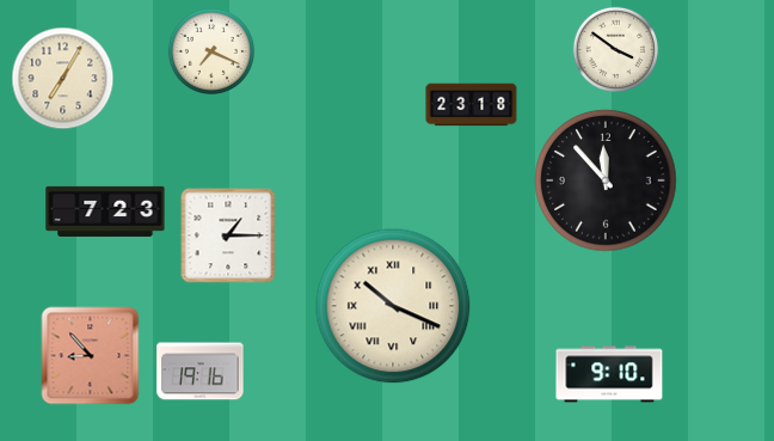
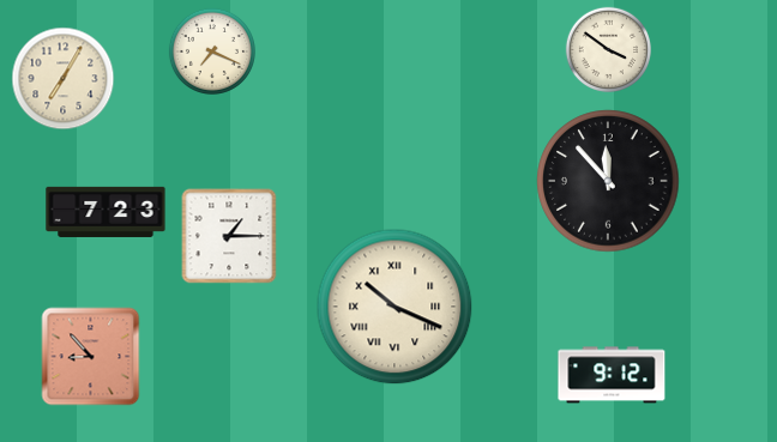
clock at (616, 50) position: (616, 50) -> (609, 50)
clock at (472, 105): 23:18 -> none
clock at (201, 372): 19:16 -> none
clock at (609, 374): 9:10 -> 9:12
